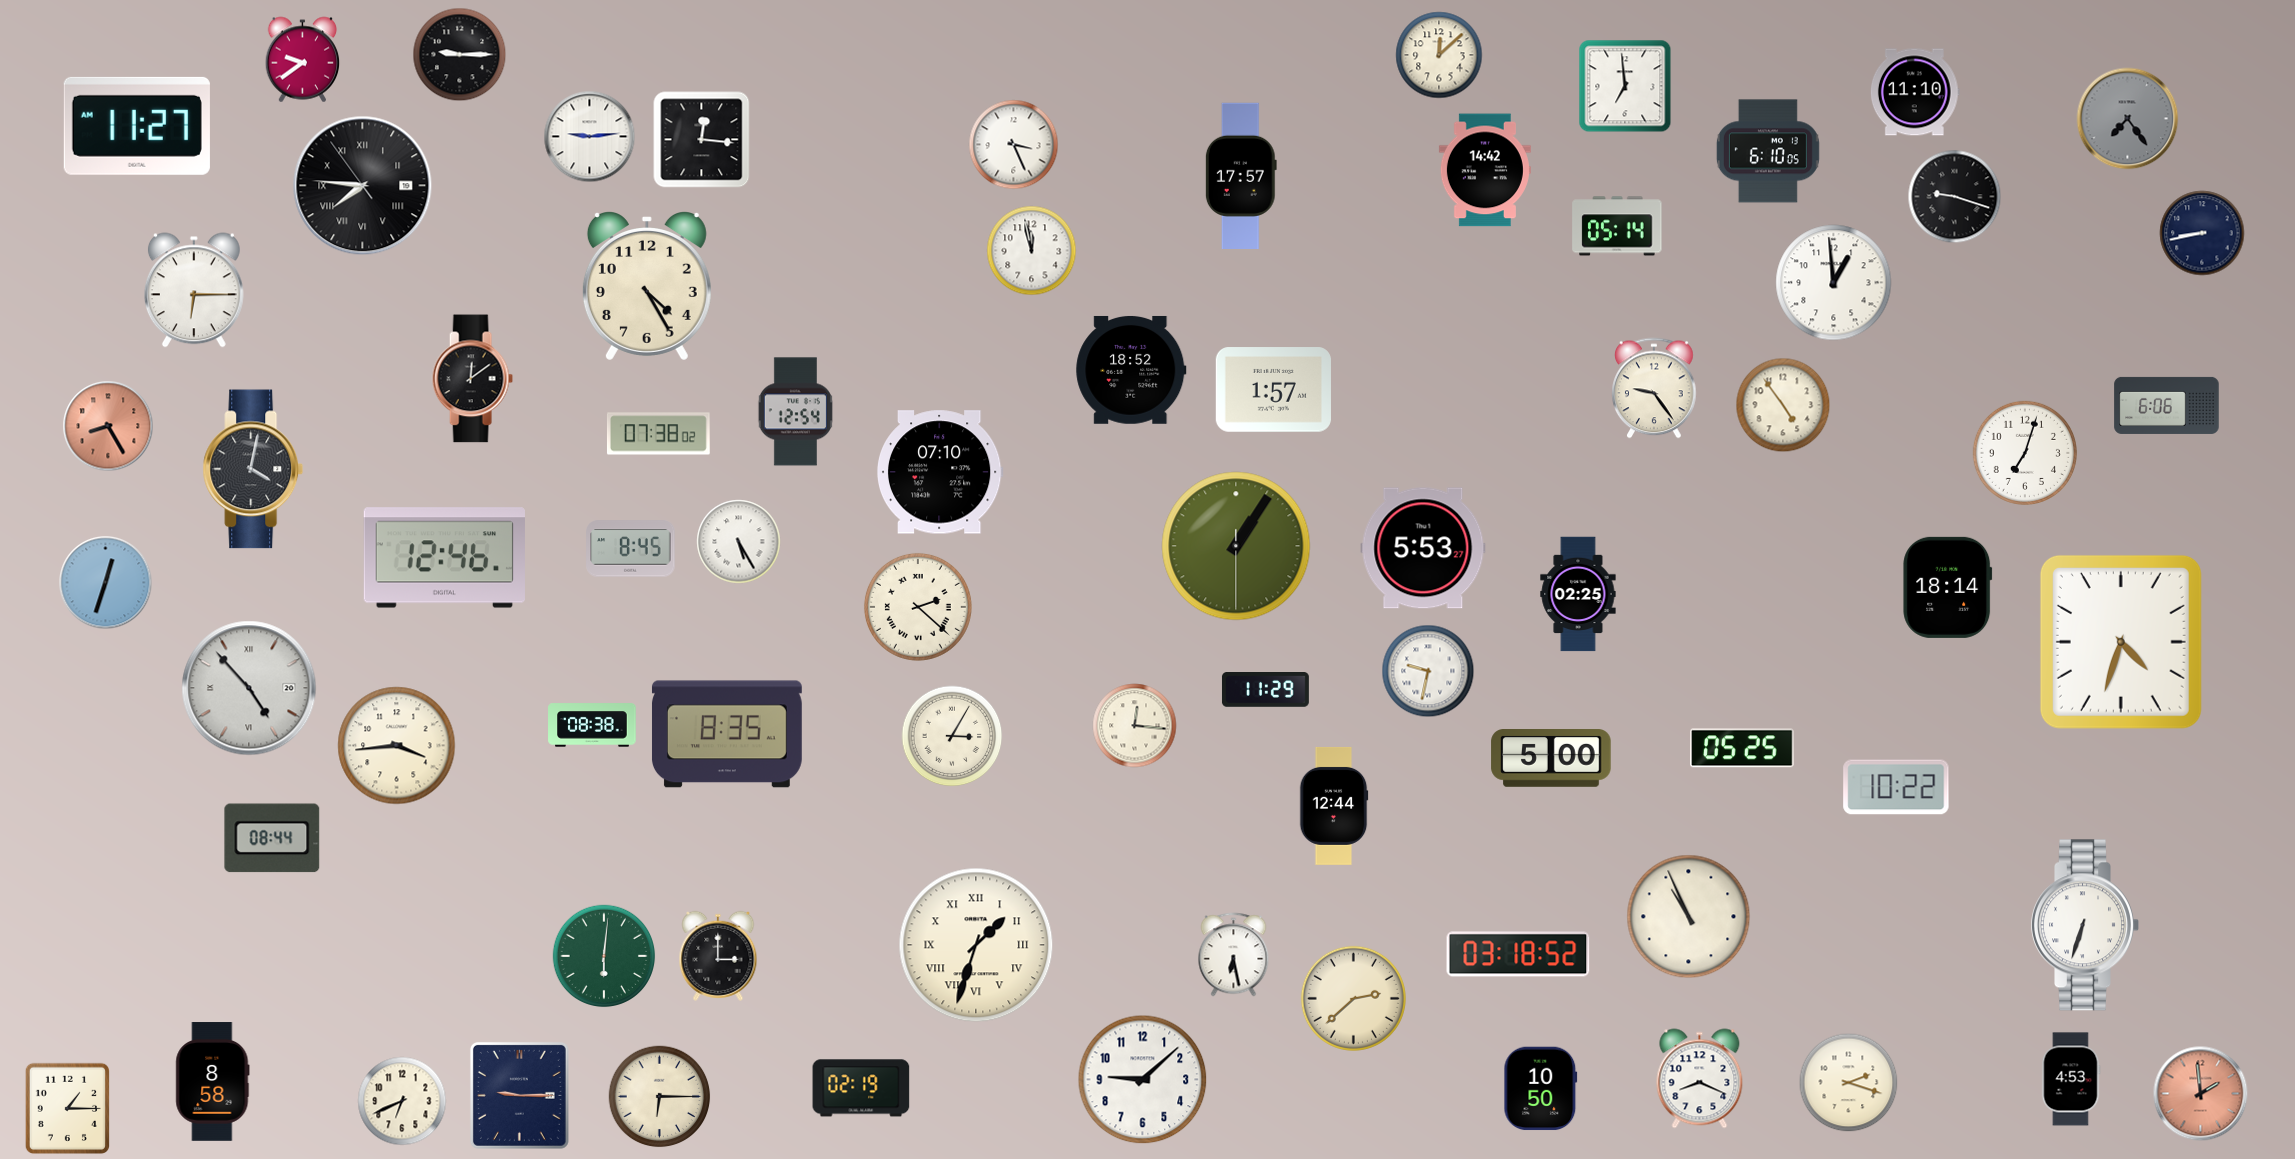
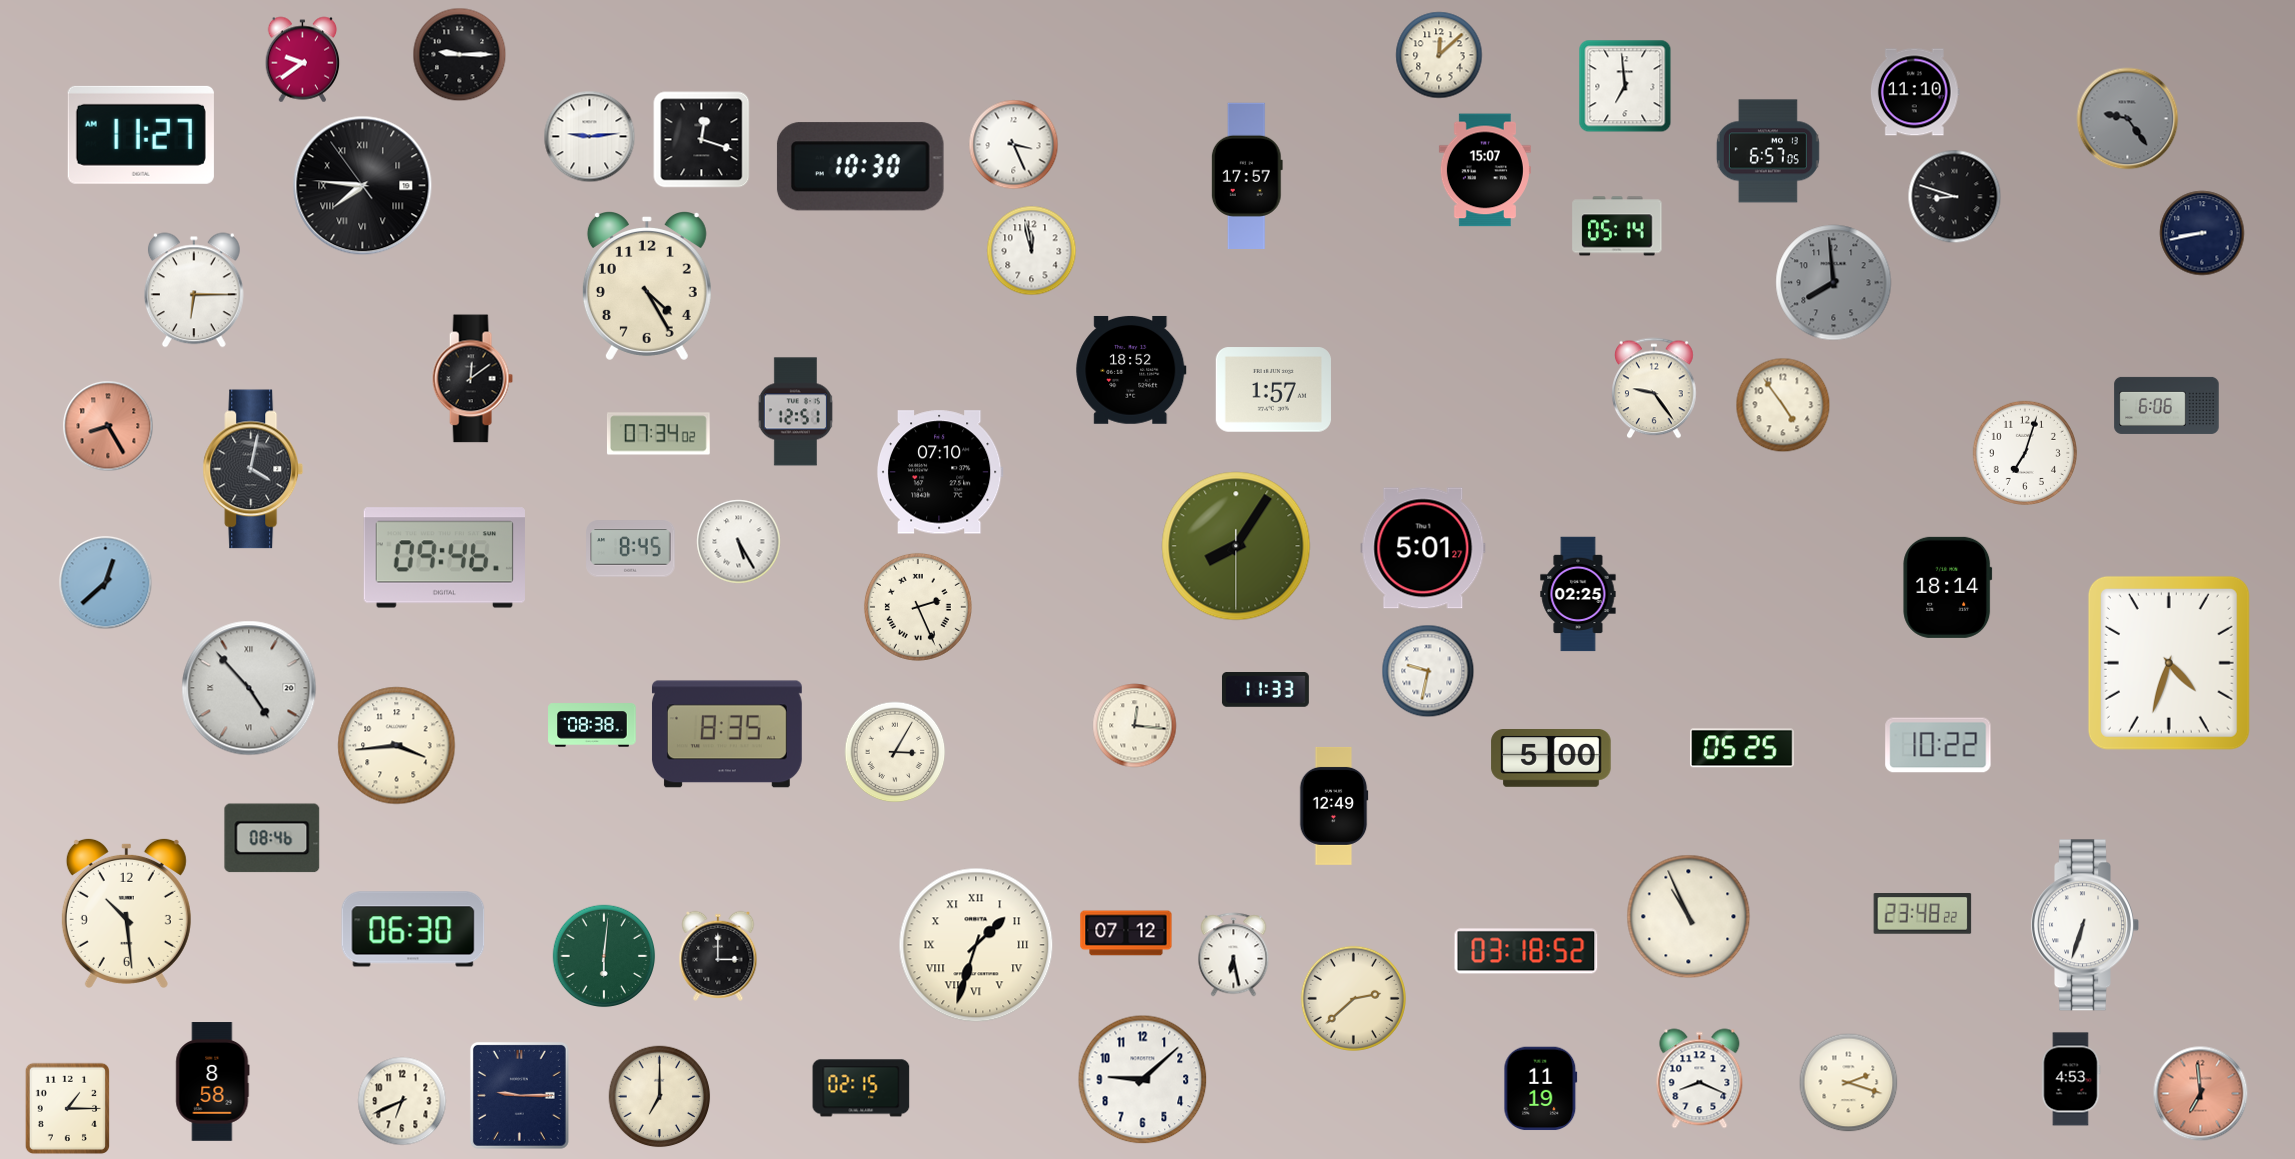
clock at (2128, 119): 7:24 -> 9:24
clock at (137, 126) position: (137, 126) -> (141, 135)
clock at (702, 140): 12:16 -> 12:18
clock at (1768, 151): 6:10 -> 6:57
clock at (860, 167): none -> 10:30
clock at (1485, 170): 14:42 -> 15:07
clock at (1241, 175) position: (1241, 175) -> (1247, 175)
clock at (1955, 197): 9:18 -> 8:48
clock at (1834, 283): 12:59 -> 7:59
clock at (1834, 283) dial: white -> grey
clock at (795, 412): 12:54 -> 12:51
clock at (658, 434): 07:38 -> 07:34
clock at (1236, 546): 1:05 -> 8:05
clock at (1423, 548): 5:53 -> 5:01
clock at (444, 558): 12:46 -> 09:46
clock at (106, 583): 12:33 -> 12:38
clock at (918, 607): 2:22 -> 2:26
clock at (2121, 642) position: (2121, 642) -> (2169, 663)
clock at (1265, 690): 11:29 -> 11:33
clock at (952, 736) position: (952, 736) -> (895, 752)
clock at (1896, 787) position: (1896, 787) -> (1938, 745)
clock at (1334, 806): 12:44 -> 12:49
clock at (272, 838): 08:44 -> 08:46
clock at (126, 913): none -> 10:29
clock at (1923, 914): none -> 23:48
clock at (413, 929): none -> 06:30
clock at (1126, 933): none -> 07:12
clock at (1518, 954) position: (1518, 954) -> (1526, 951)
clock at (861, 1088): 02:19 -> 02:15
clock at (1541, 1089): 10:50 -> 11:19
clock at (2201, 1094): 1:59 -> 6:59
clock at (660, 1097): 6:15 -> 7:00
